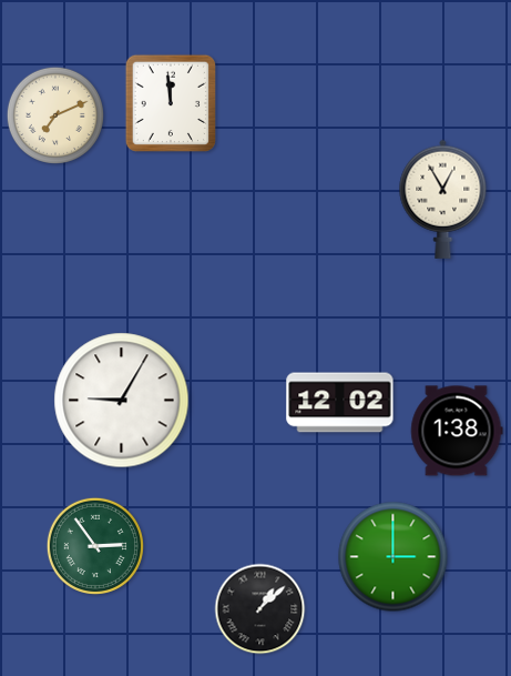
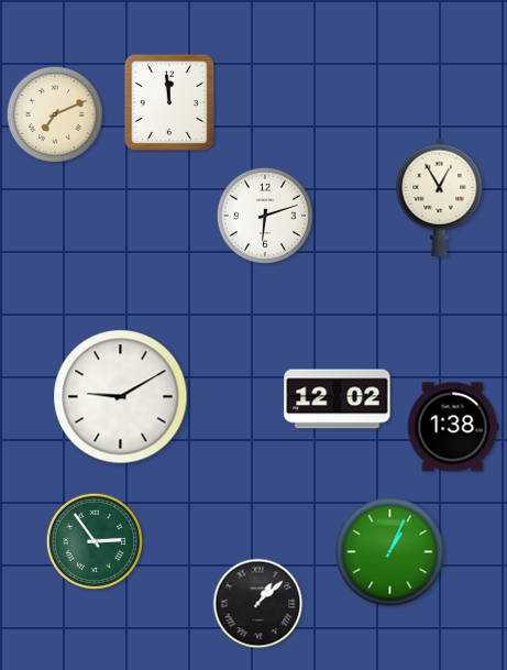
clock at (265, 216): none -> 6:12
clock at (122, 401): 9:05 -> 9:10
clock at (394, 557): 3:00 -> 1:04
